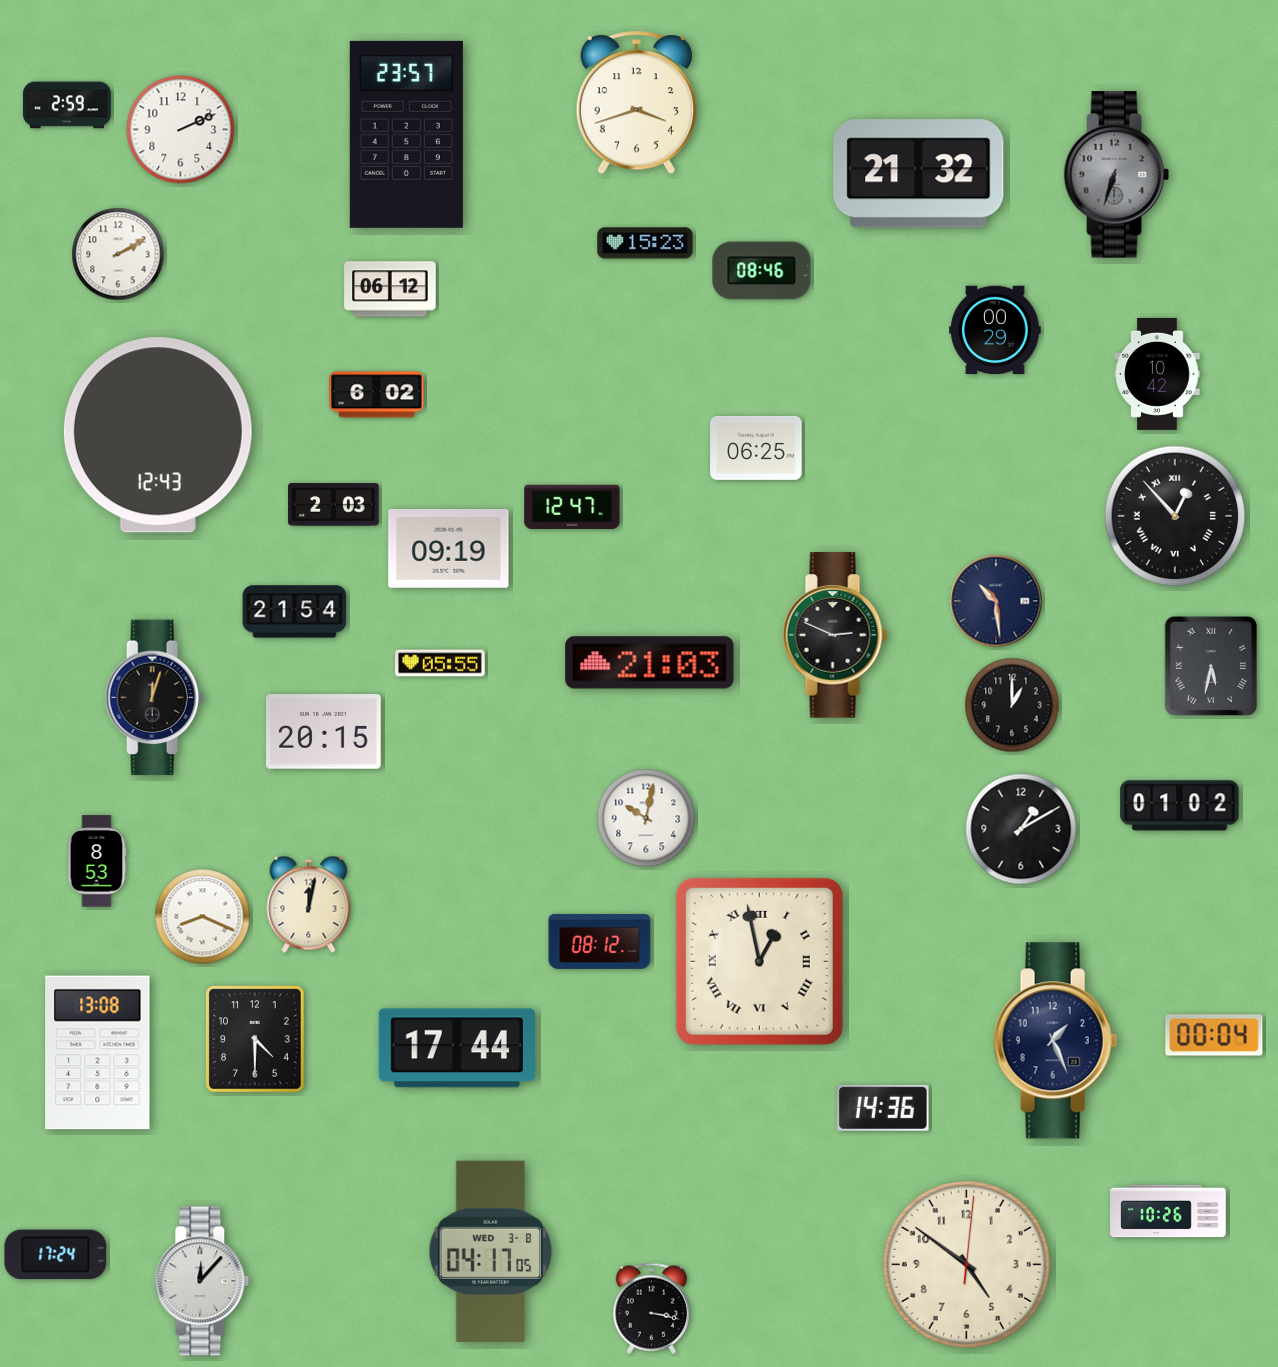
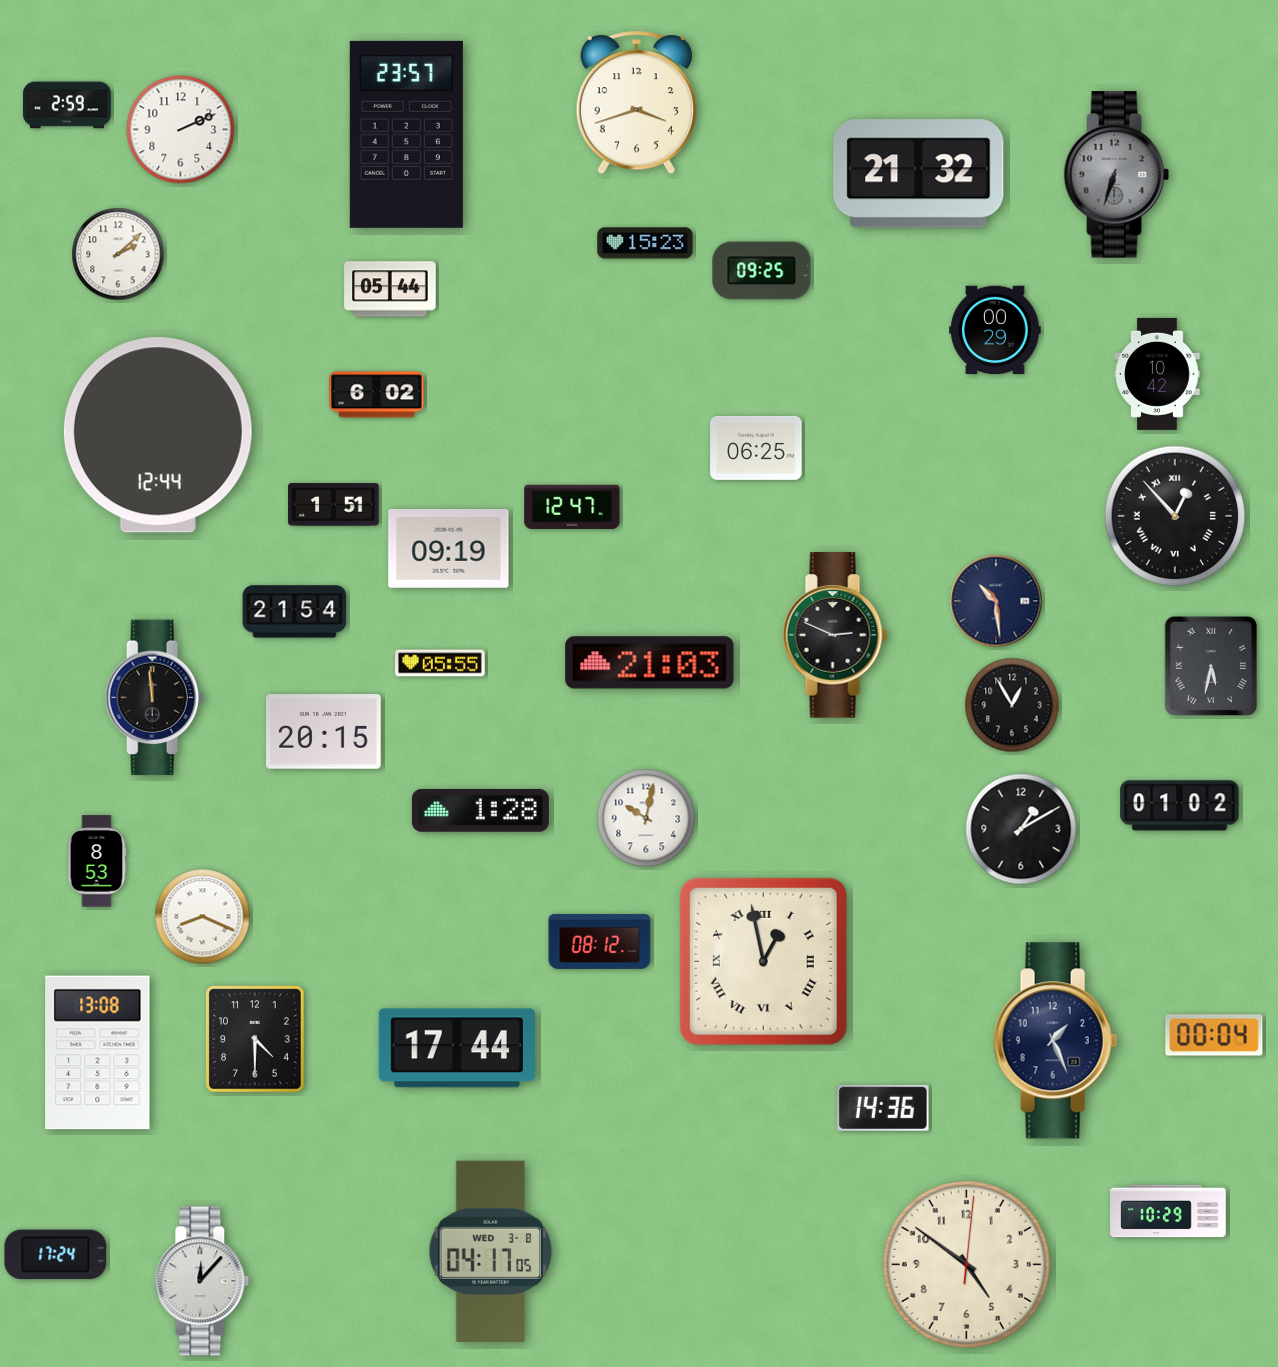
clock at (118, 254): 2:10 -> 2:08
clock at (762, 271): 08:46 -> 09:25
clock at (390, 289): 06:12 -> 05:44
clock at (158, 435): 12:43 -> 12:44
clock at (334, 505): 2:03 -> 1:51
clock at (154, 698): 12:03 -> 11:59
clock at (1012, 705): 1:00 -> 12:55
clock at (480, 811): none -> 1:28
clock at (309, 904): 12:02 -> none
clock at (759, 961) position: (759, 961) -> (763, 961)
clock at (1168, 1211): 10:26 -> 10:29
clock at (652, 1308): 3:17 -> none
